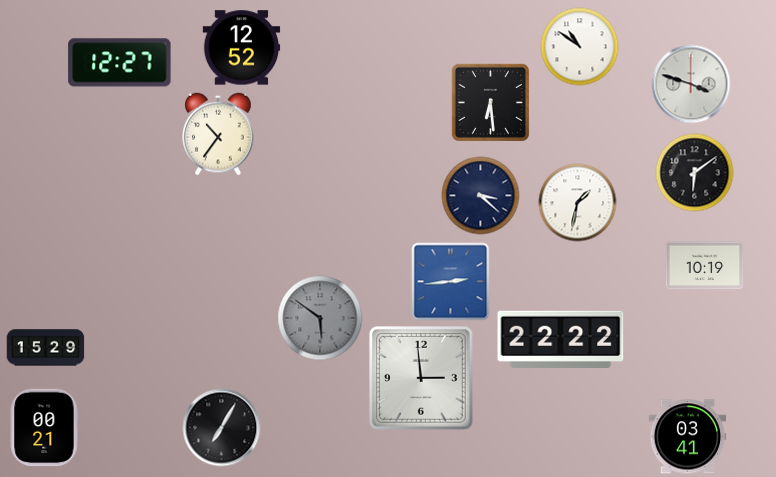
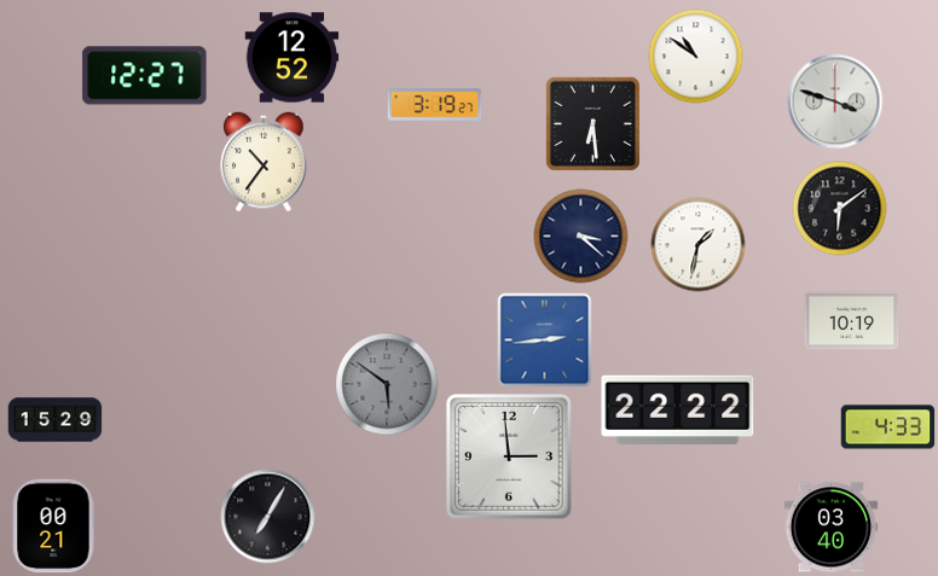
clock at (579, 46) position: (579, 46) -> (695, 56)
clock at (434, 105): none -> 3:19
clock at (887, 427): none -> 4:33
clock at (44, 427) position: (44, 427) -> (53, 525)
clock at (687, 437): 03:41 -> 03:40
